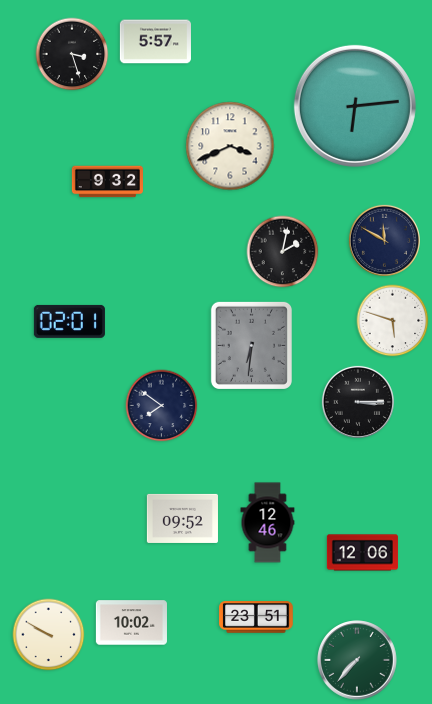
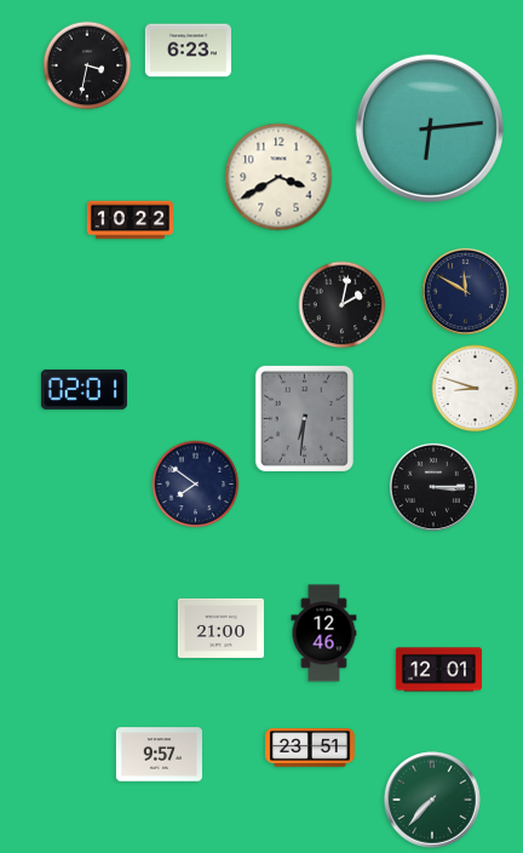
clock at (155, 42): 5:57 -> 6:23
clock at (72, 54): 3:27 -> 3:32
clock at (230, 146): 3:41 -> 3:40
clock at (107, 182): 9:32 -> 10:22
clock at (393, 321): 5:48 -> 8:48
clock at (162, 406) position: (162, 406) -> (196, 485)
clock at (182, 518): 09:52 -> 21:00
clock at (362, 553): 12:06 -> 12:01
clock at (131, 623): 10:02 -> 9:57
clock at (49, 635): 9:50 -> none
